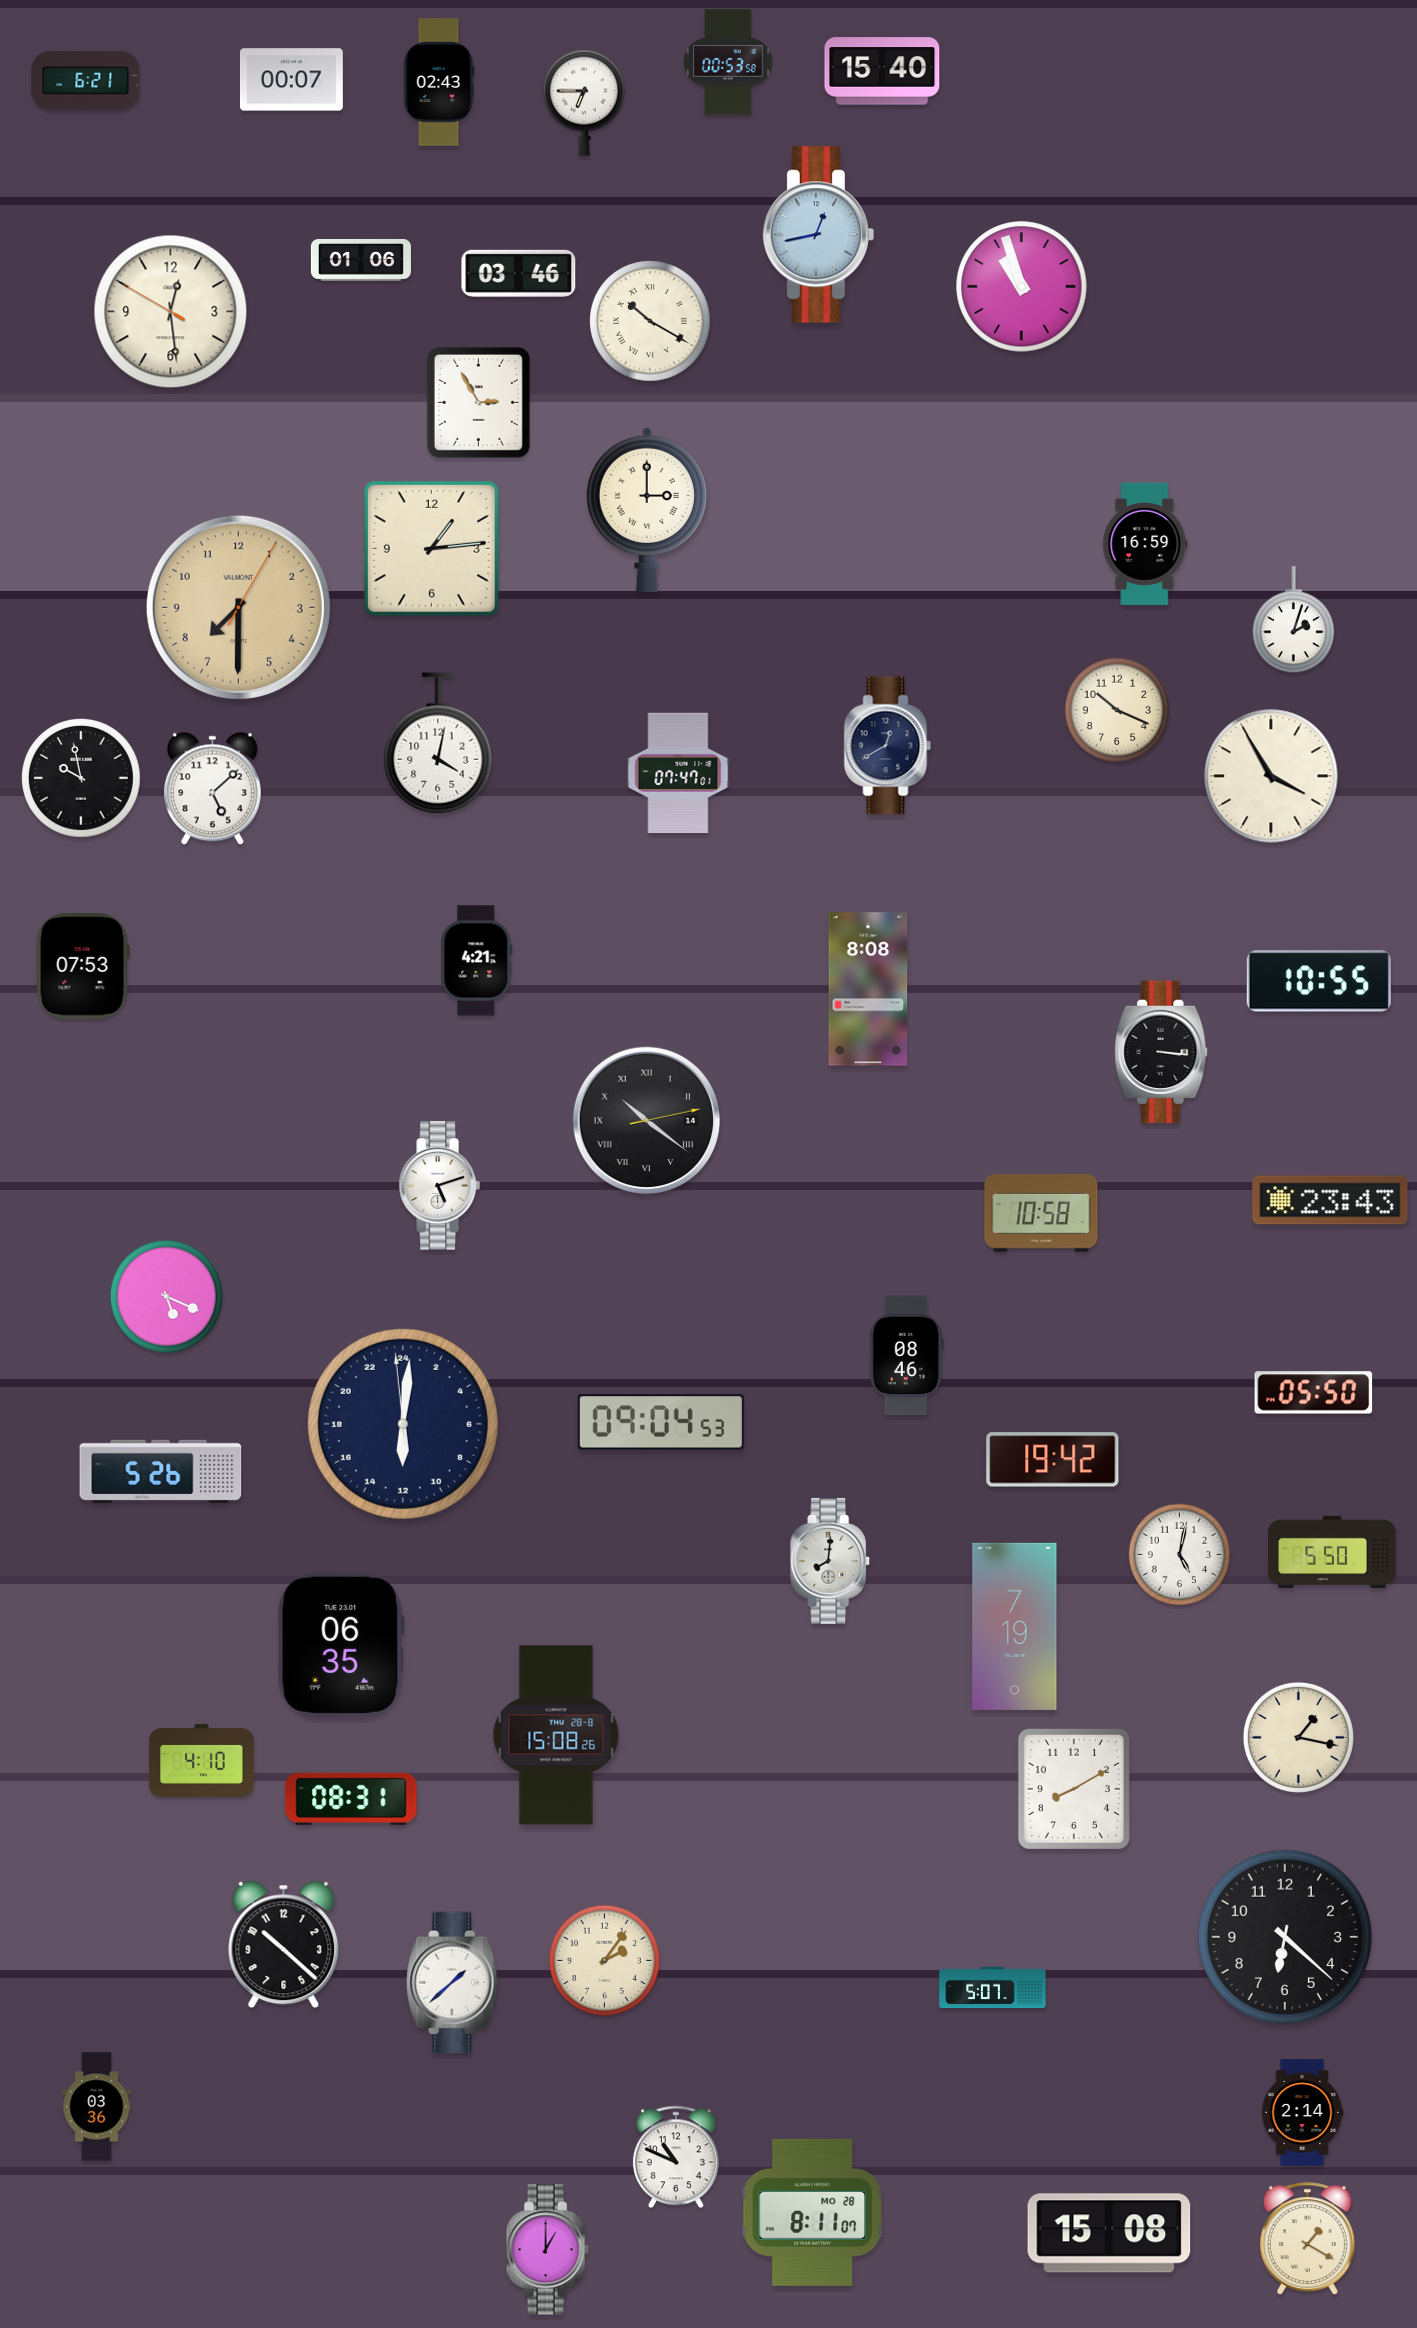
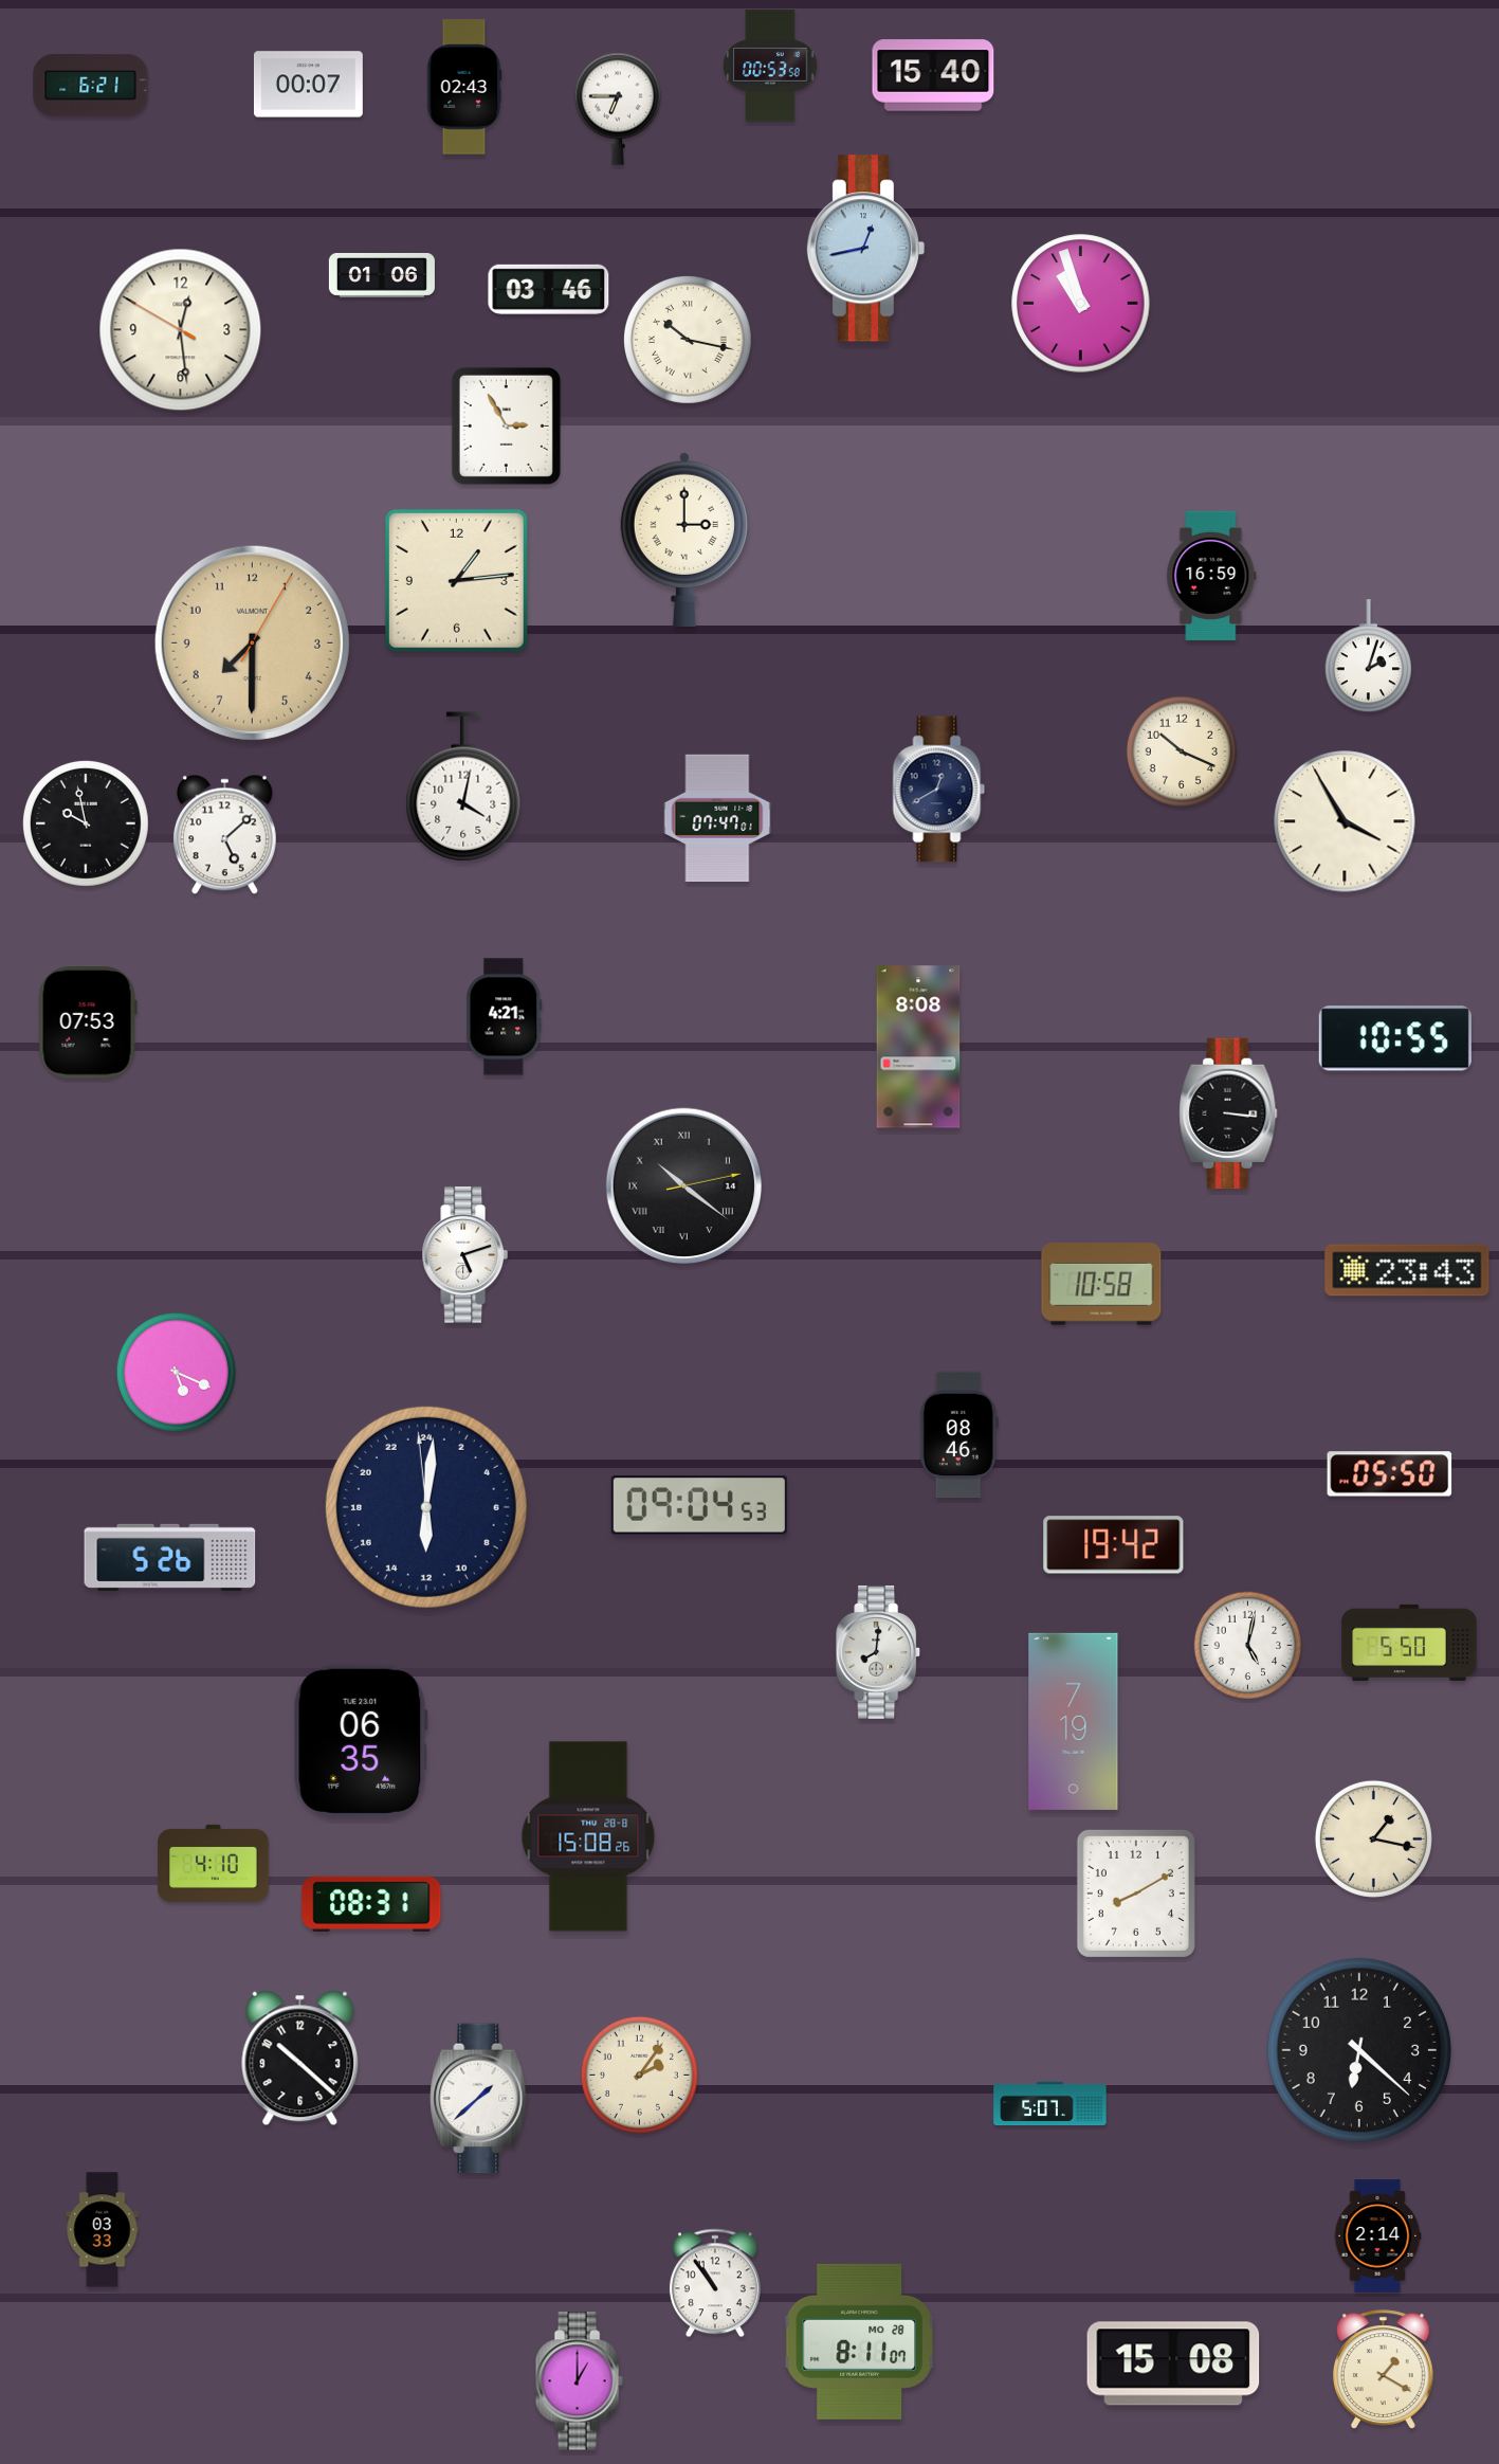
clock at (650, 321): 10:20 -> 10:17
clock at (97, 2107): 03:36 -> 03:33
clock at (676, 2157): 10:49 -> 10:54
